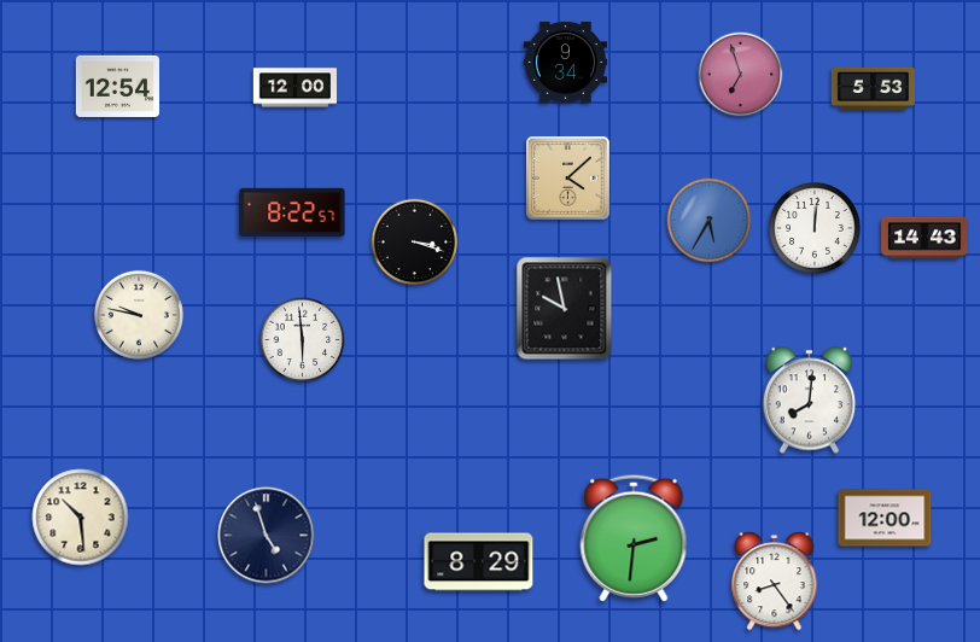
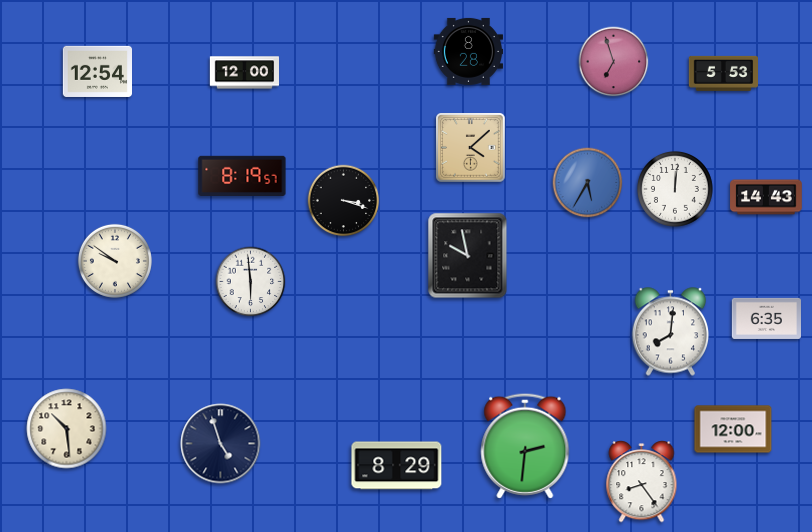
clock at (565, 62): 9:34 -> 8:28
clock at (292, 212): 8:22 -> 8:19
clock at (139, 315): 9:47 -> 9:51
clock at (766, 318): none -> 6:35
